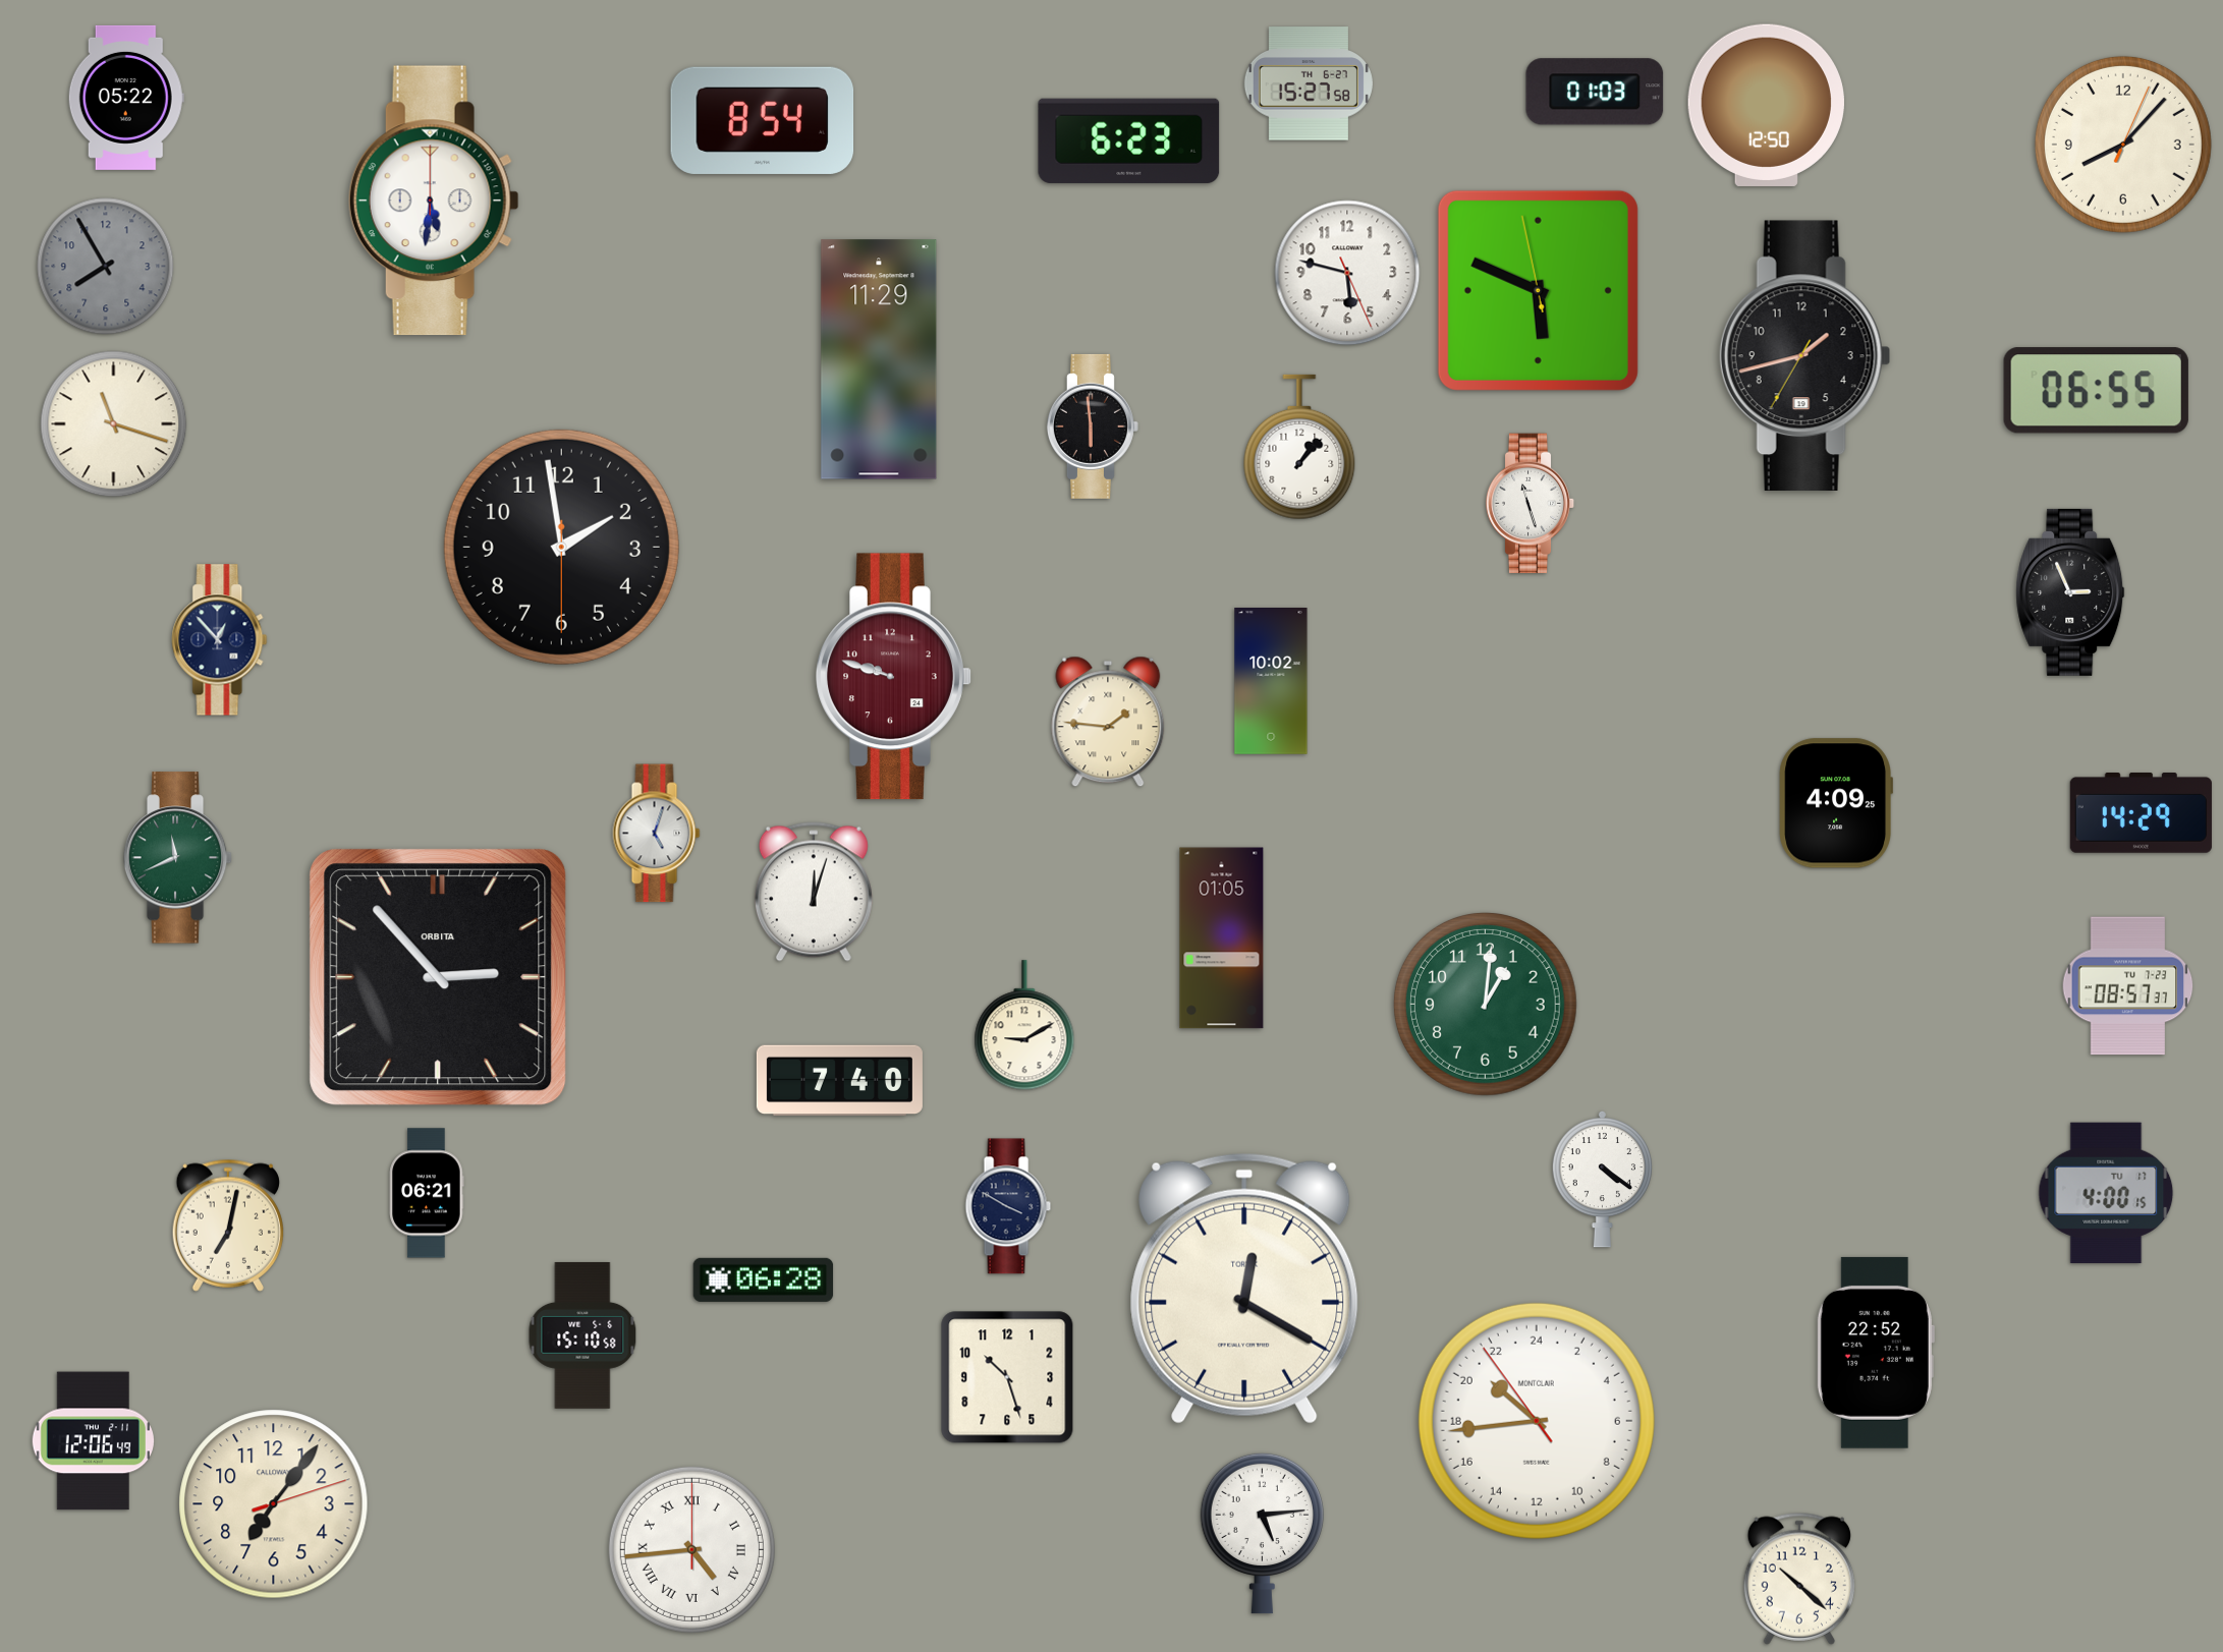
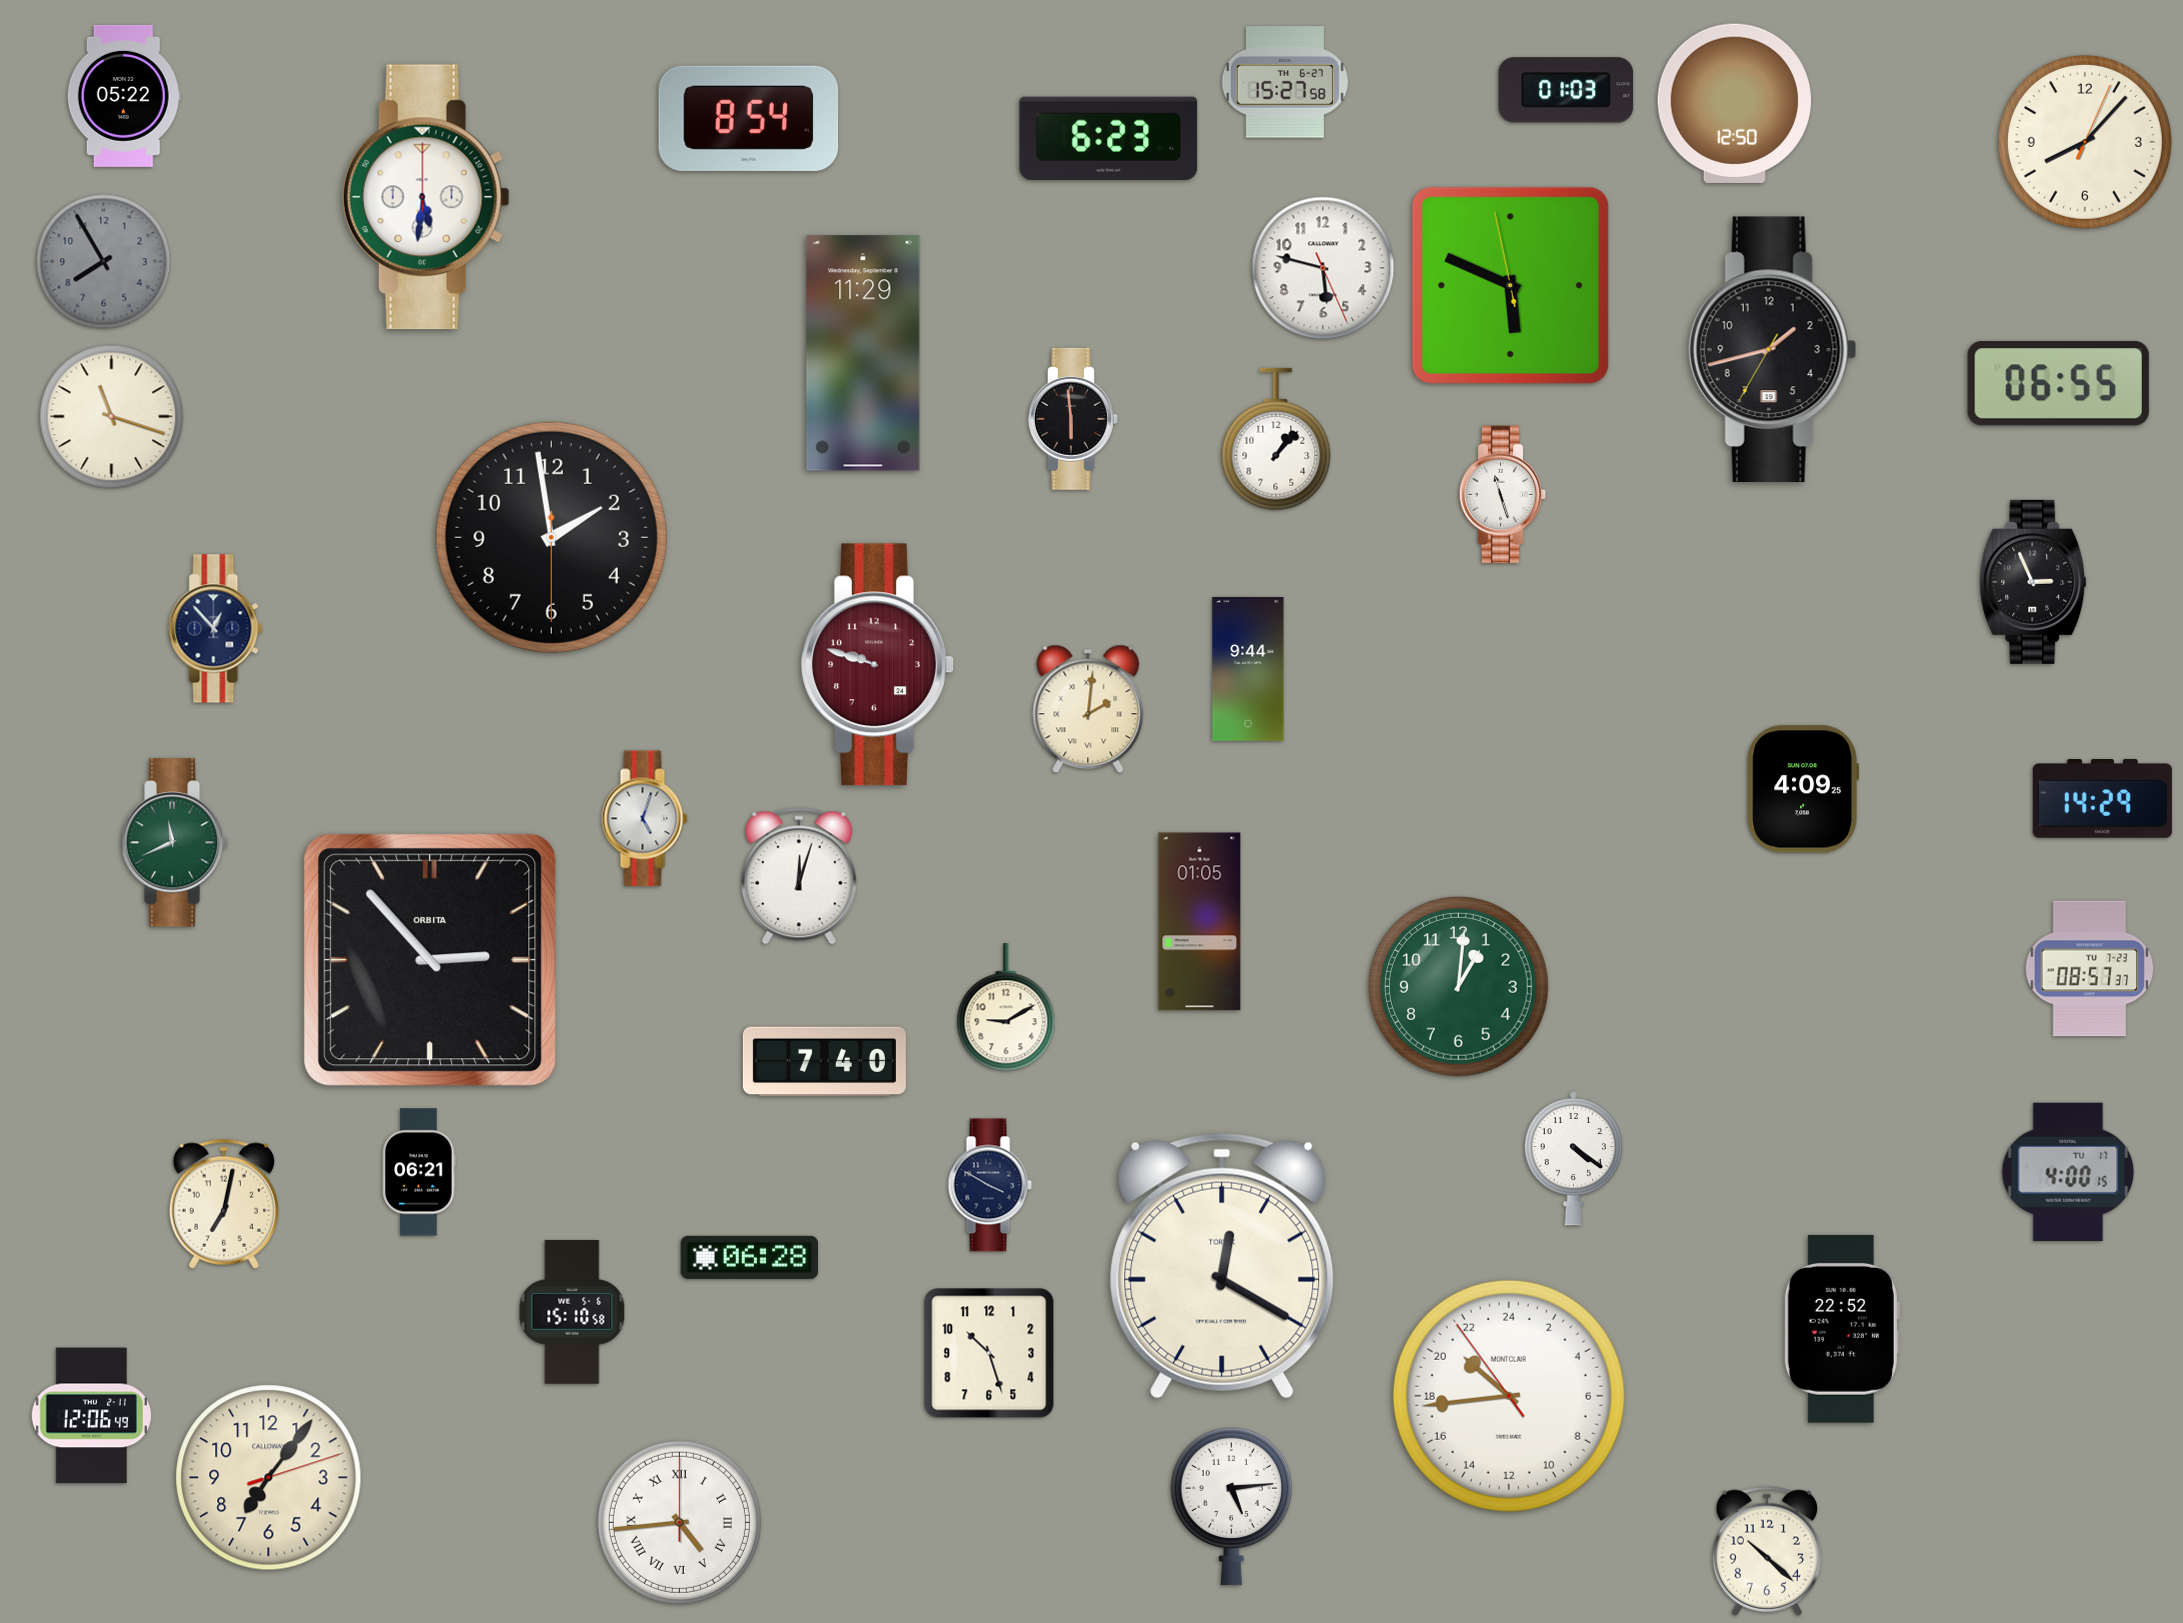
clock at (1271, 682): 10:02 -> 9:44
clock at (1108, 722): 1:46 -> 2:01
clock at (1262, 1533) position: (1262, 1533) -> (1231, 1506)
